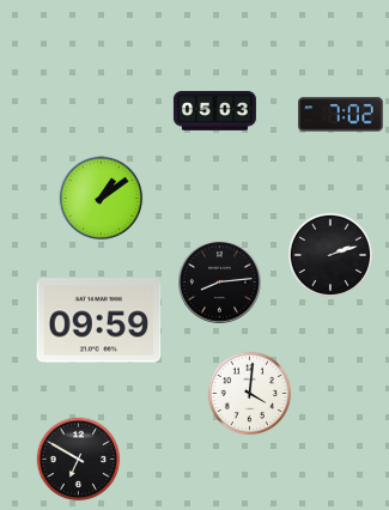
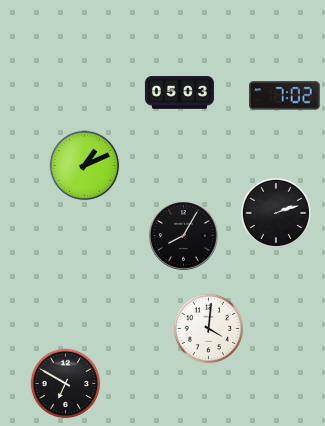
clock at (102, 199): 1:09 -> 1:11
clock at (220, 283): 8:14 -> 8:05
clock at (99, 321): 09:59 -> none
